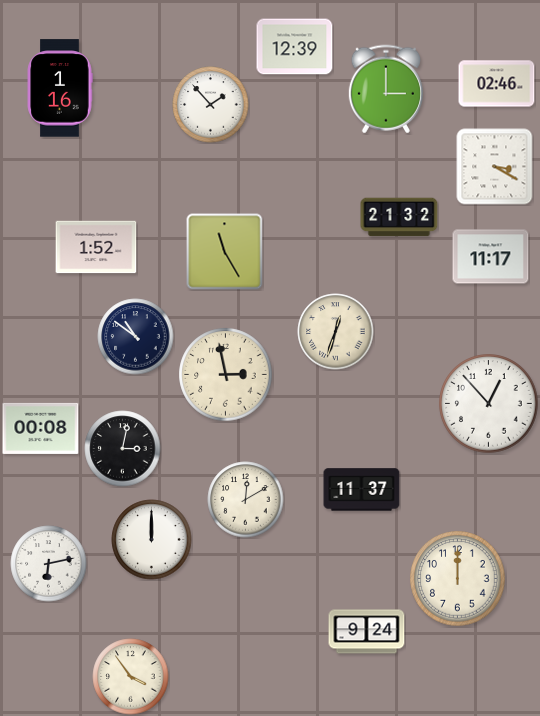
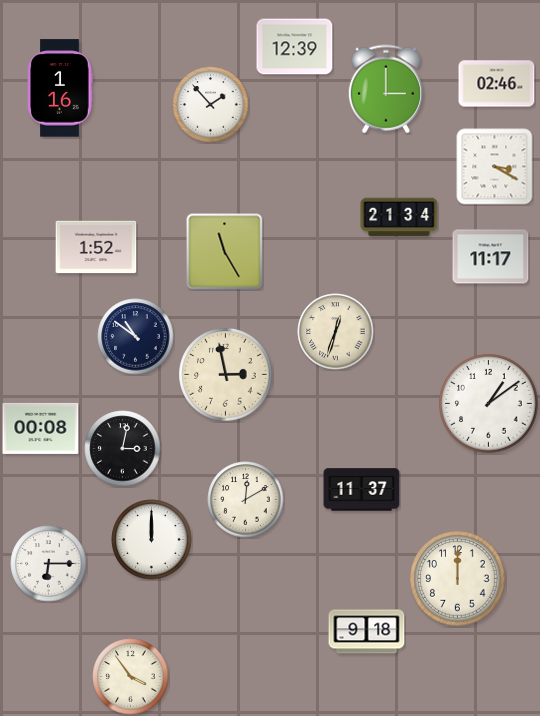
clock at (399, 217): 21:32 -> 21:34
clock at (489, 404): 12:53 -> 1:09
clock at (49, 564): 6:13 -> 6:15
clock at (367, 632): 9:24 -> 9:18
